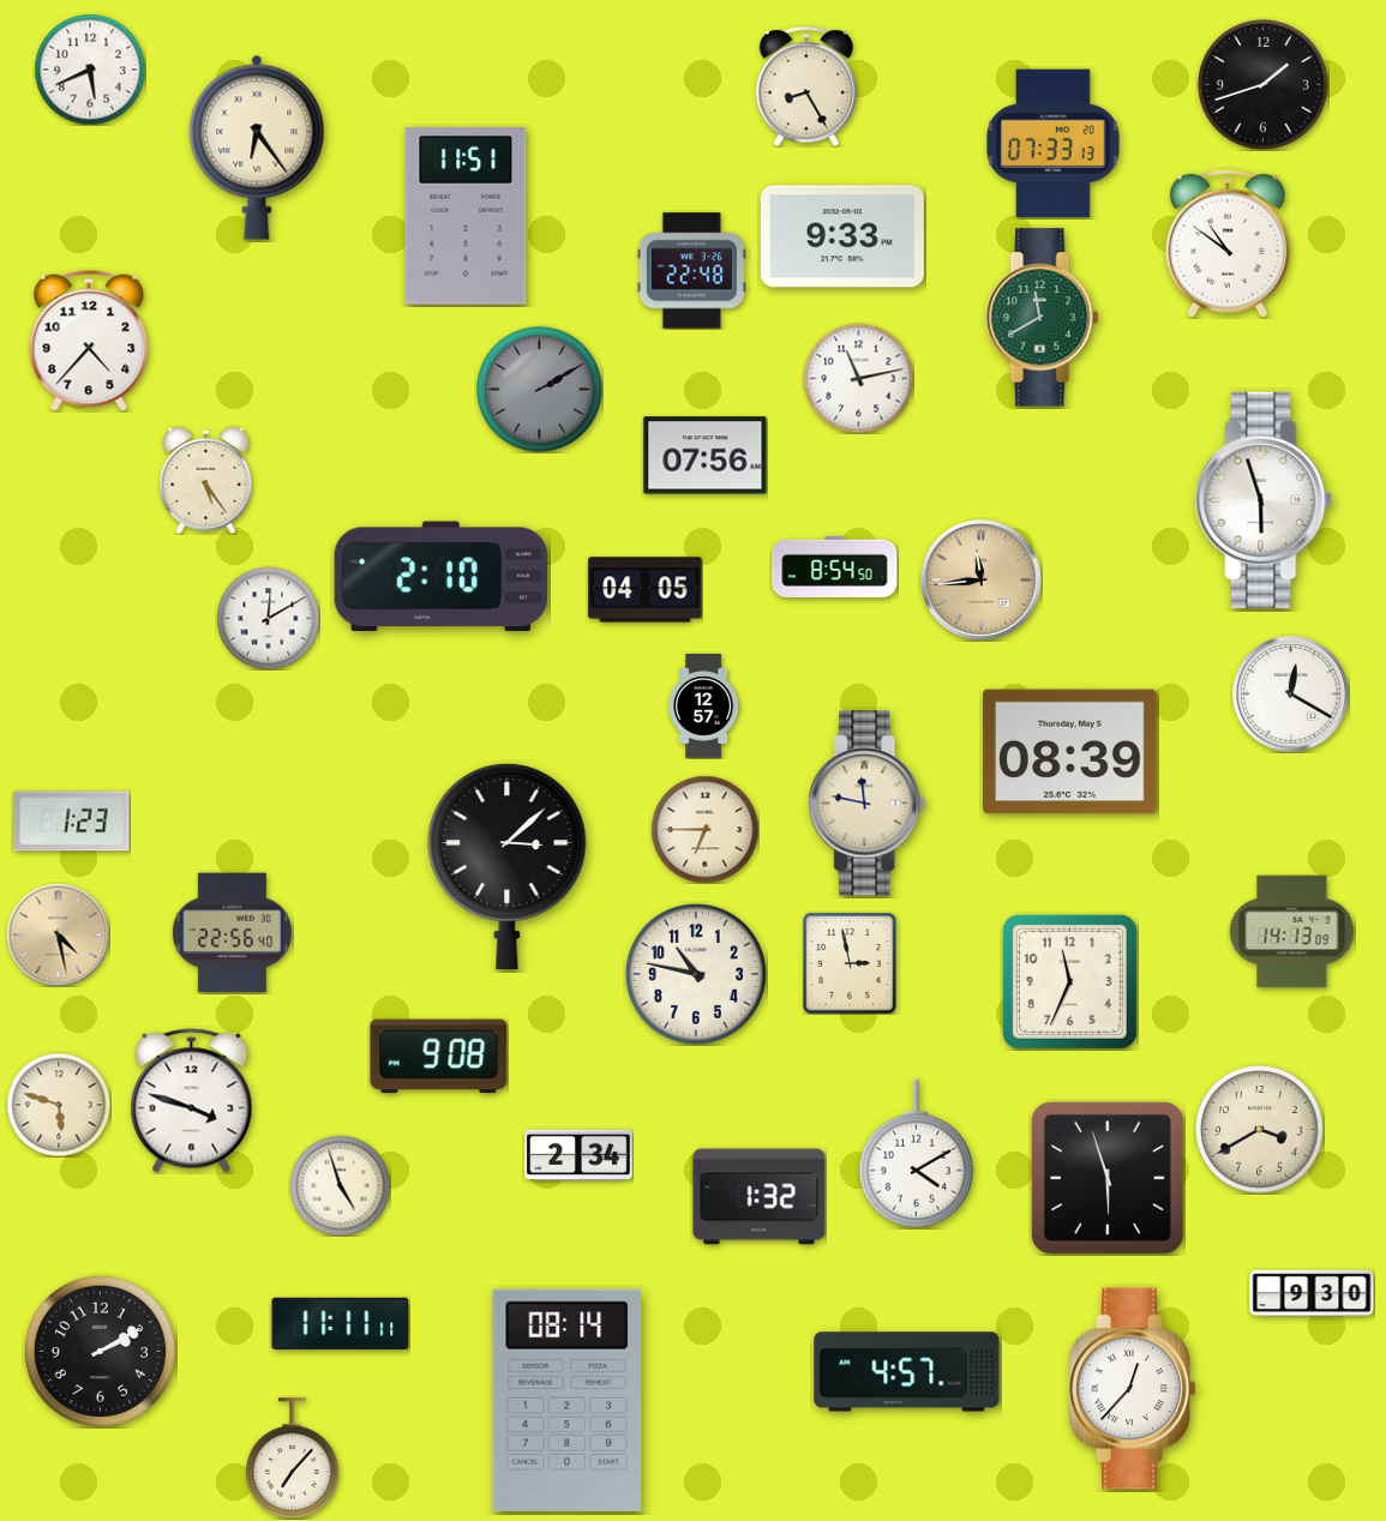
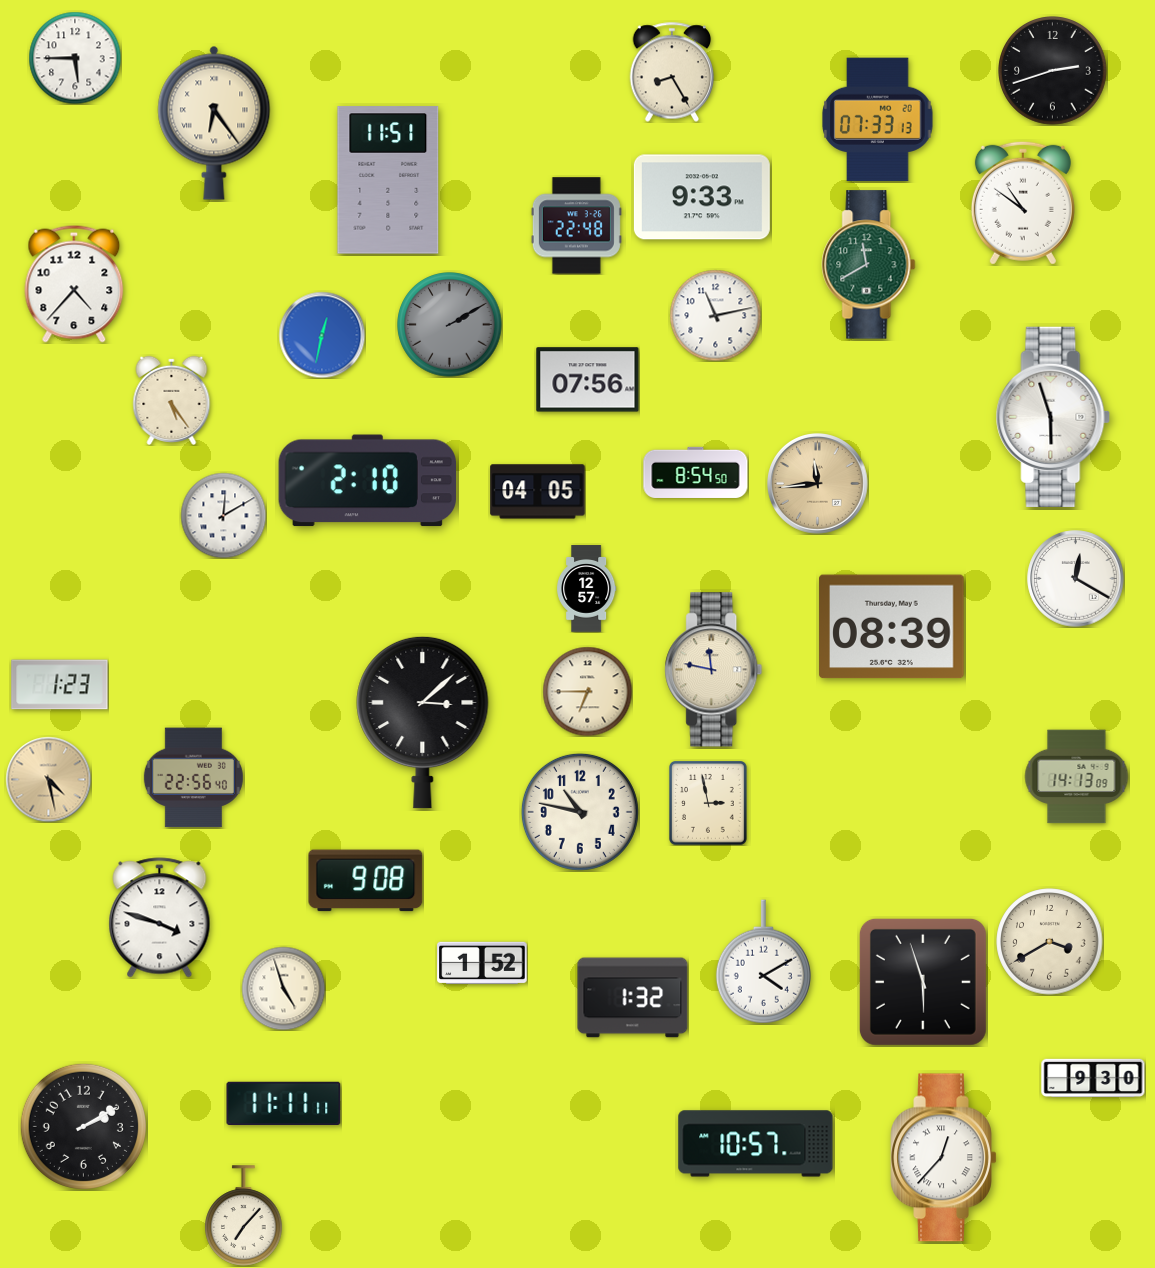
clock at (90, 70): 5:41 -> 5:45
clock at (1264, 85): 1:42 -> 2:42
clock at (322, 335): none -> 12:32
clock at (868, 804) position: (868, 804) -> (714, 670)
clock at (1069, 981): 11:34 -> none
clock at (59, 1105): 5:48 -> none
clock at (578, 1155): 2:34 -> 1:52
clock at (907, 1372): 4:57 -> 10:57
clock at (568, 1400): 08:14 -> none
